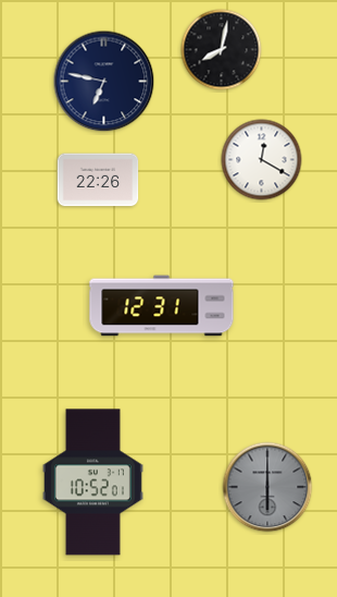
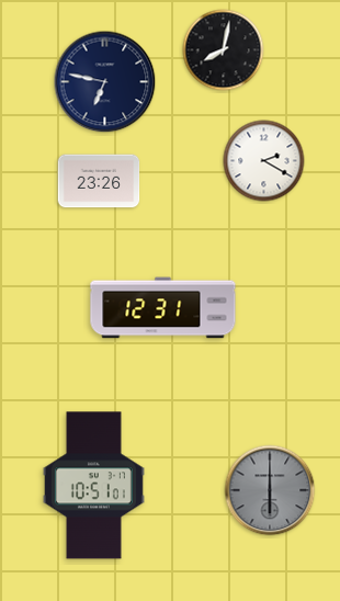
clock at (262, 160): 12:20 -> 2:20
clock at (98, 180): 22:26 -> 23:26
clock at (92, 483): 10:52 -> 10:51
